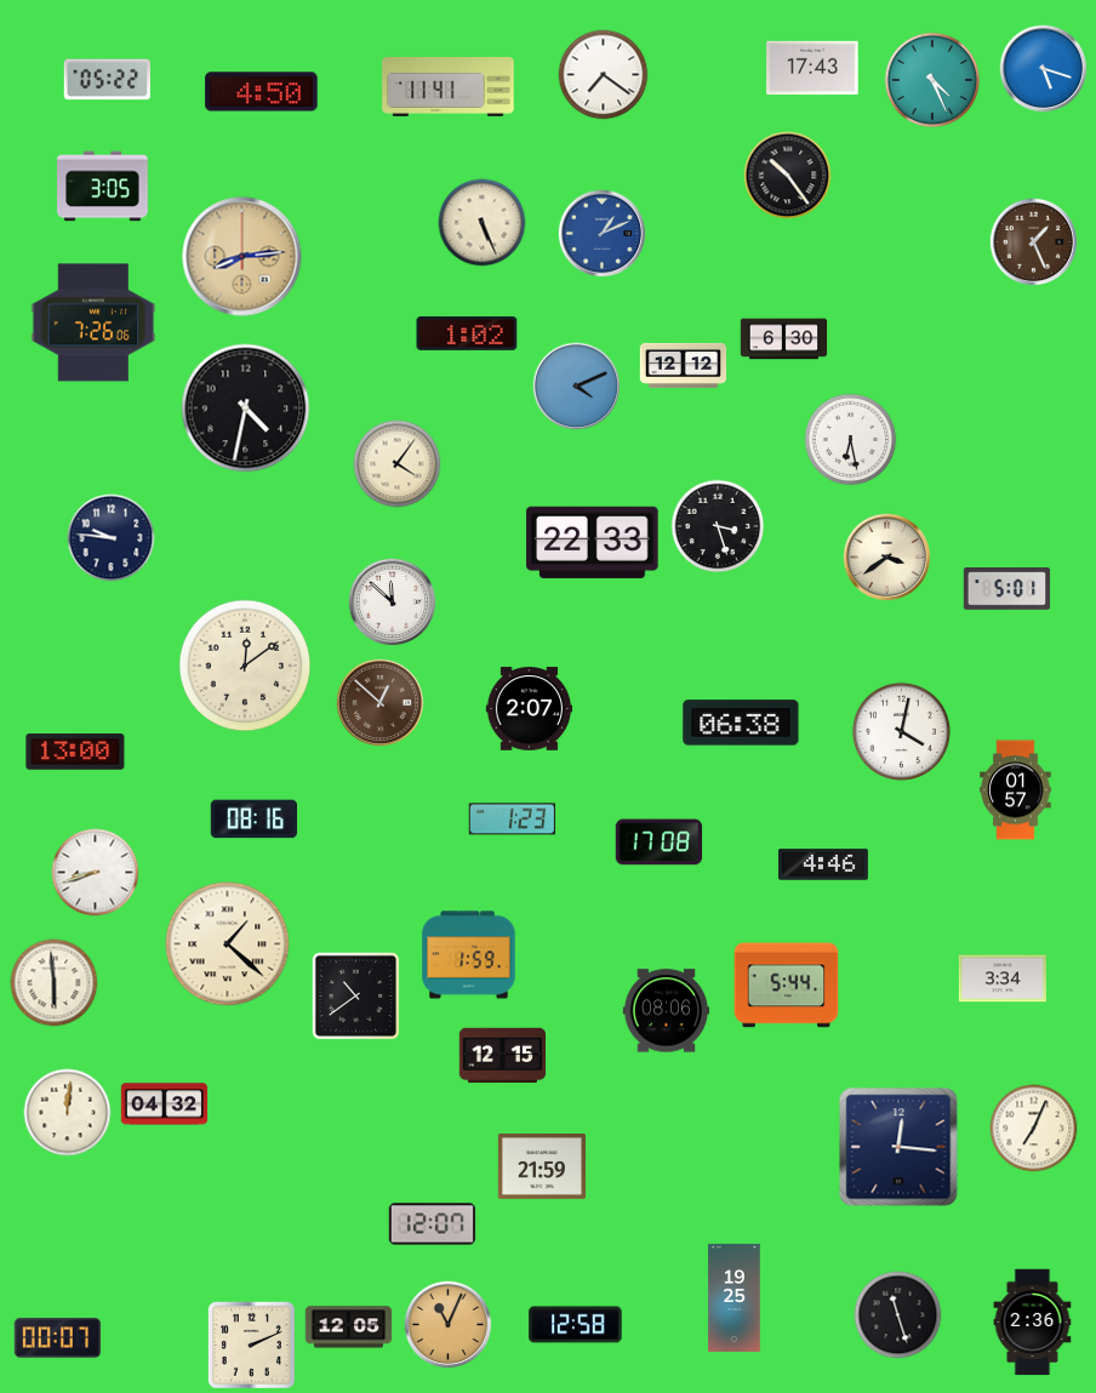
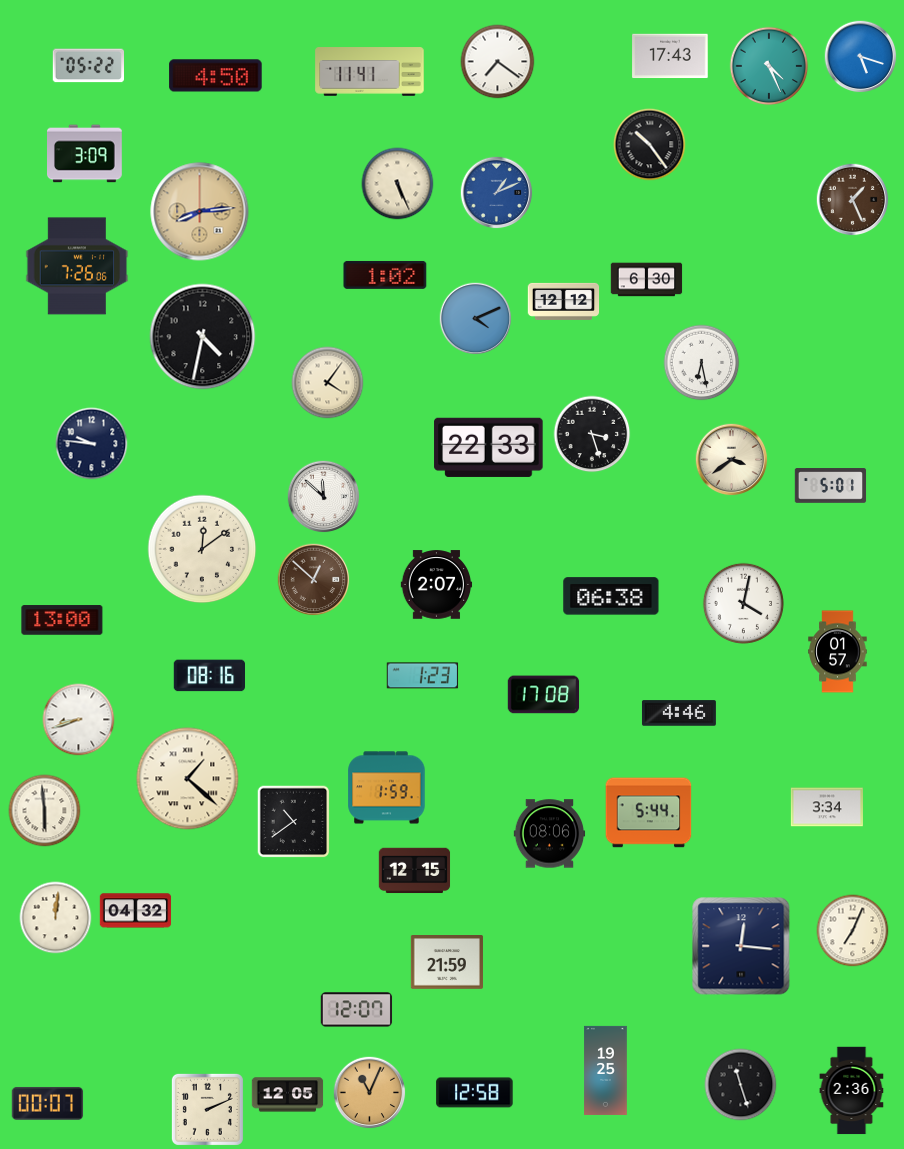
clock at (103, 187): 3:05 -> 3:09
